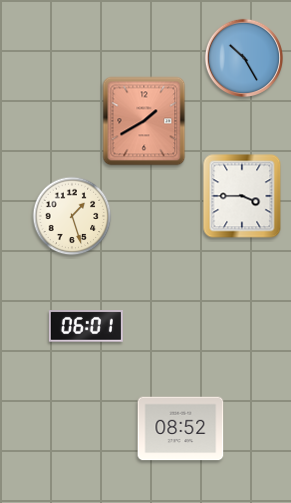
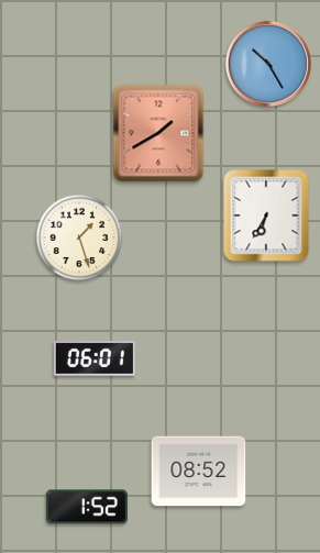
clock at (242, 196): 3:45 -> 6:35
clock at (87, 507): none -> 1:52
